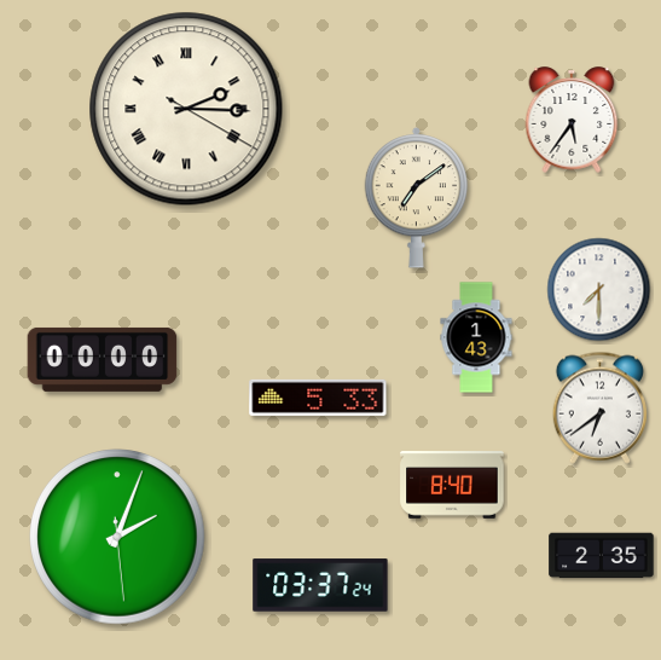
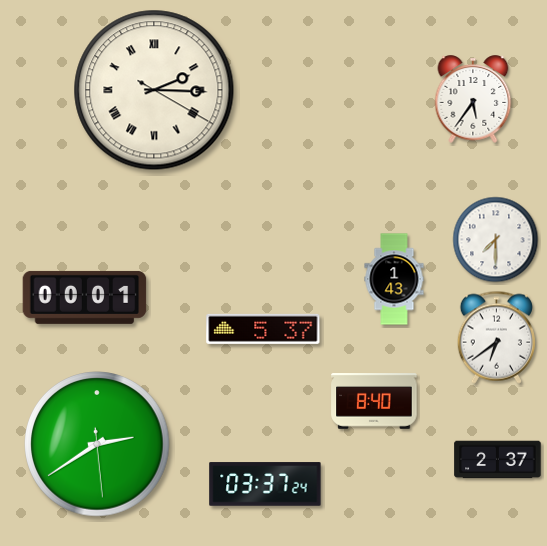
clock at (417, 198): 7:09 -> none
clock at (103, 359): 00:00 -> 00:01
clock at (318, 398): 5:33 -> 5:37
clock at (117, 537): 2:03 -> 2:39
clock at (602, 556): 2:35 -> 2:37
